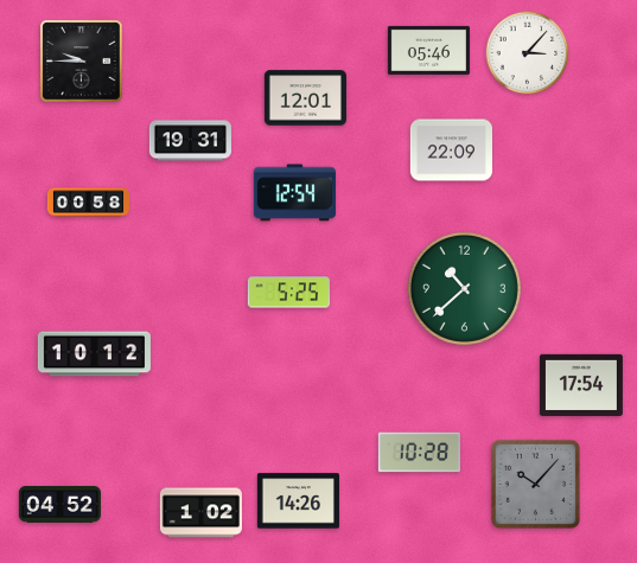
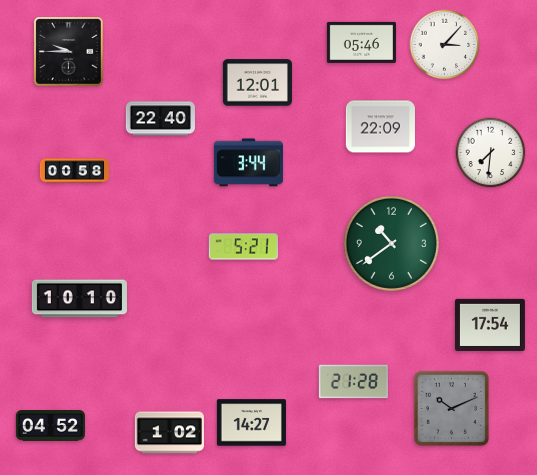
clock at (190, 141): 19:31 -> 22:40
clock at (491, 153): none -> 7:31
clock at (294, 193): 12:54 -> 3:44
clock at (464, 288): 10:38 -> 10:39
clock at (288, 293): 5:25 -> 5:21
clock at (94, 354): 10:12 -> 10:10
clock at (419, 453): 10:28 -> 21:28
clock at (535, 484): 10:07 -> 10:11
clock at (298, 501): 14:26 -> 14:27
